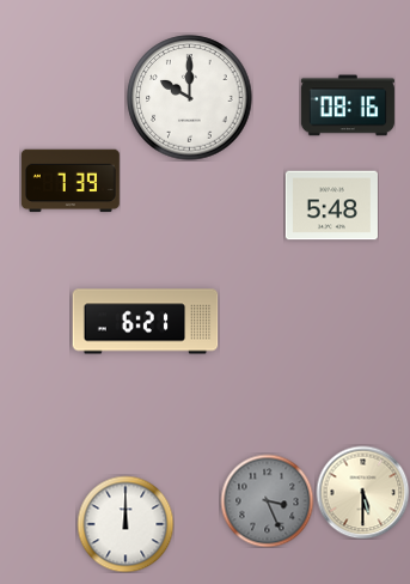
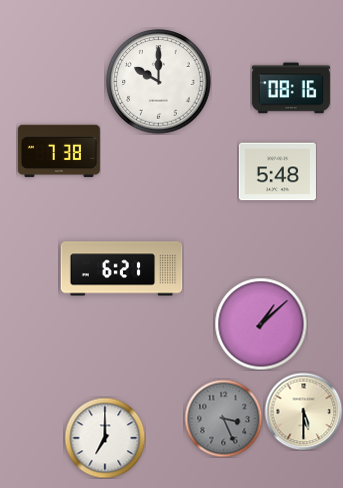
clock at (71, 181): 7:39 -> 7:38
clock at (261, 324): none -> 1:08
clock at (126, 524): 12:00 -> 7:00
